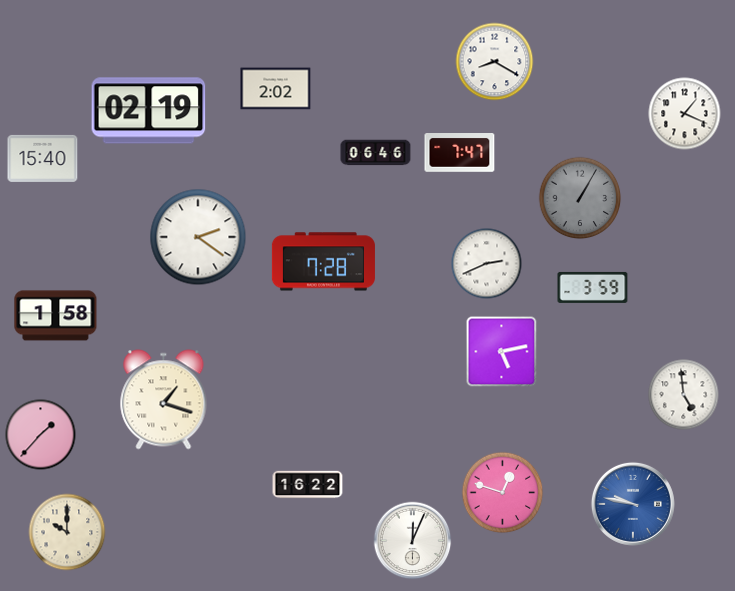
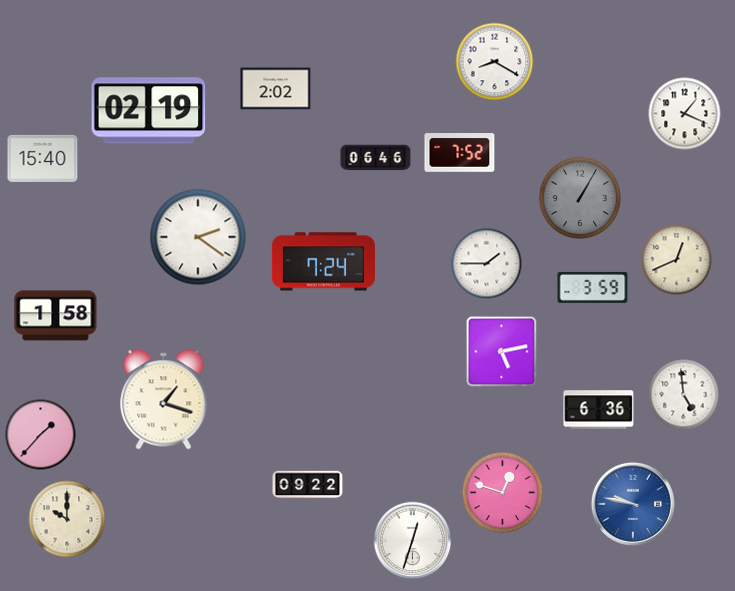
clock at (376, 153) position: (376, 153) -> (376, 158)
clock at (460, 153): 7:47 -> 7:52
clock at (677, 260): none -> 12:41
clock at (323, 262): 7:28 -> 7:24
clock at (487, 264): 2:41 -> 1:45
clock at (599, 410): none -> 6:36
clock at (308, 485): 16:22 -> 09:22
clock at (67, 532) position: (67, 532) -> (67, 519)
clock at (413, 541): 12:04 -> 12:33
